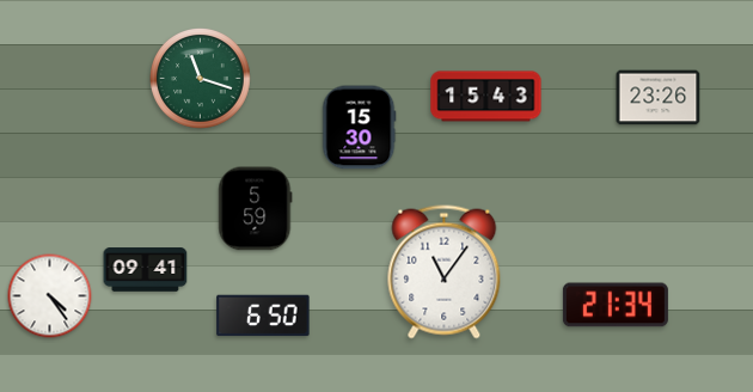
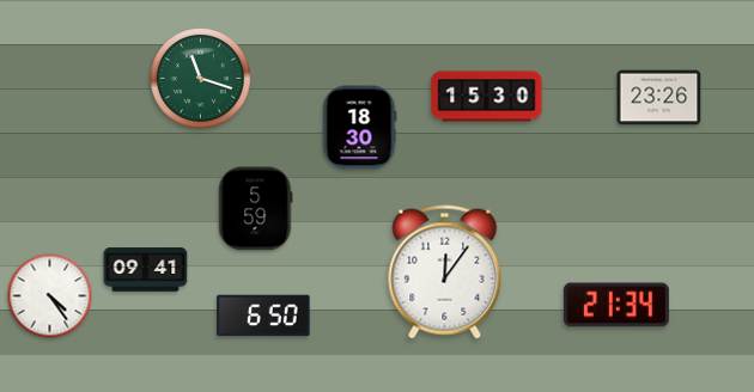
clock at (486, 97): 15:43 -> 15:30
clock at (359, 128): 15:30 -> 18:30
clock at (445, 272): 11:06 -> 12:06
